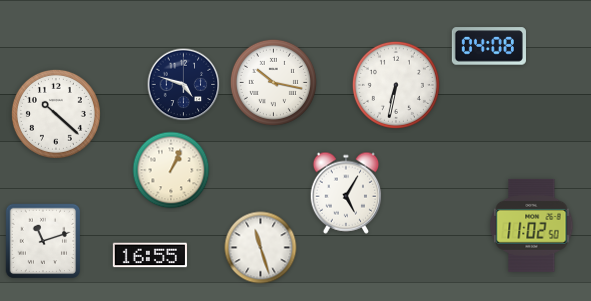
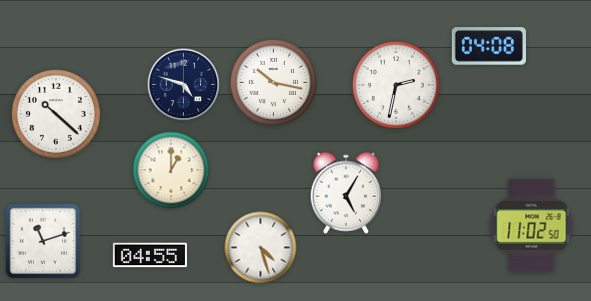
clock at (396, 85): 6:32 -> 2:32
clock at (171, 170): 1:04 -> 1:00
clock at (261, 248): 11:27 -> 4:27
clock at (150, 255): 16:55 -> 04:55
